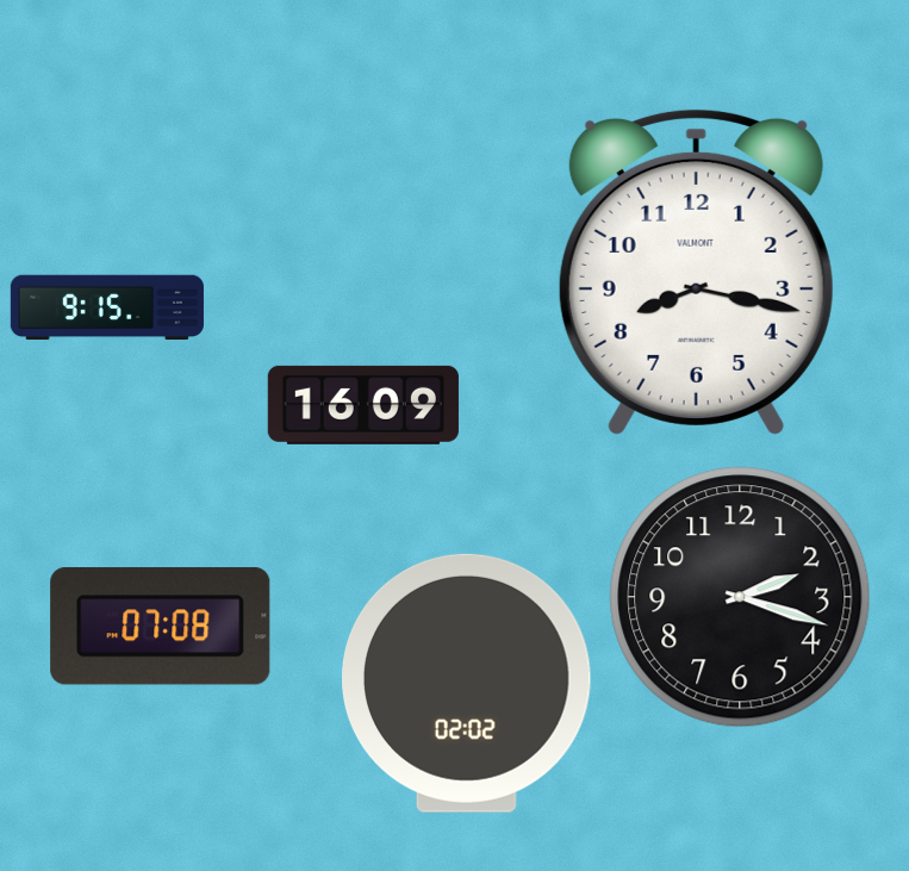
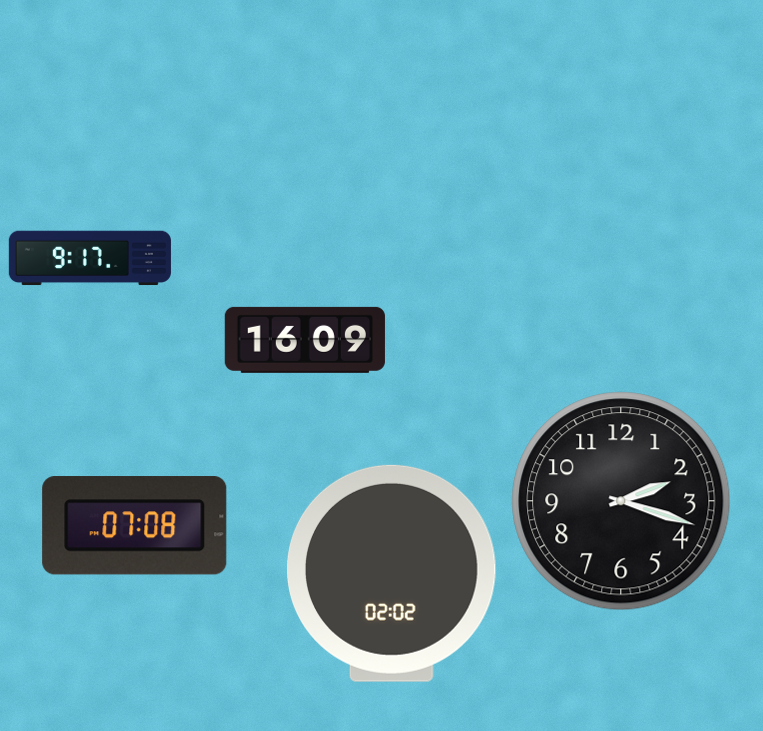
clock at (696, 272): 8:17 -> none
clock at (107, 307): 9:15 -> 9:17
